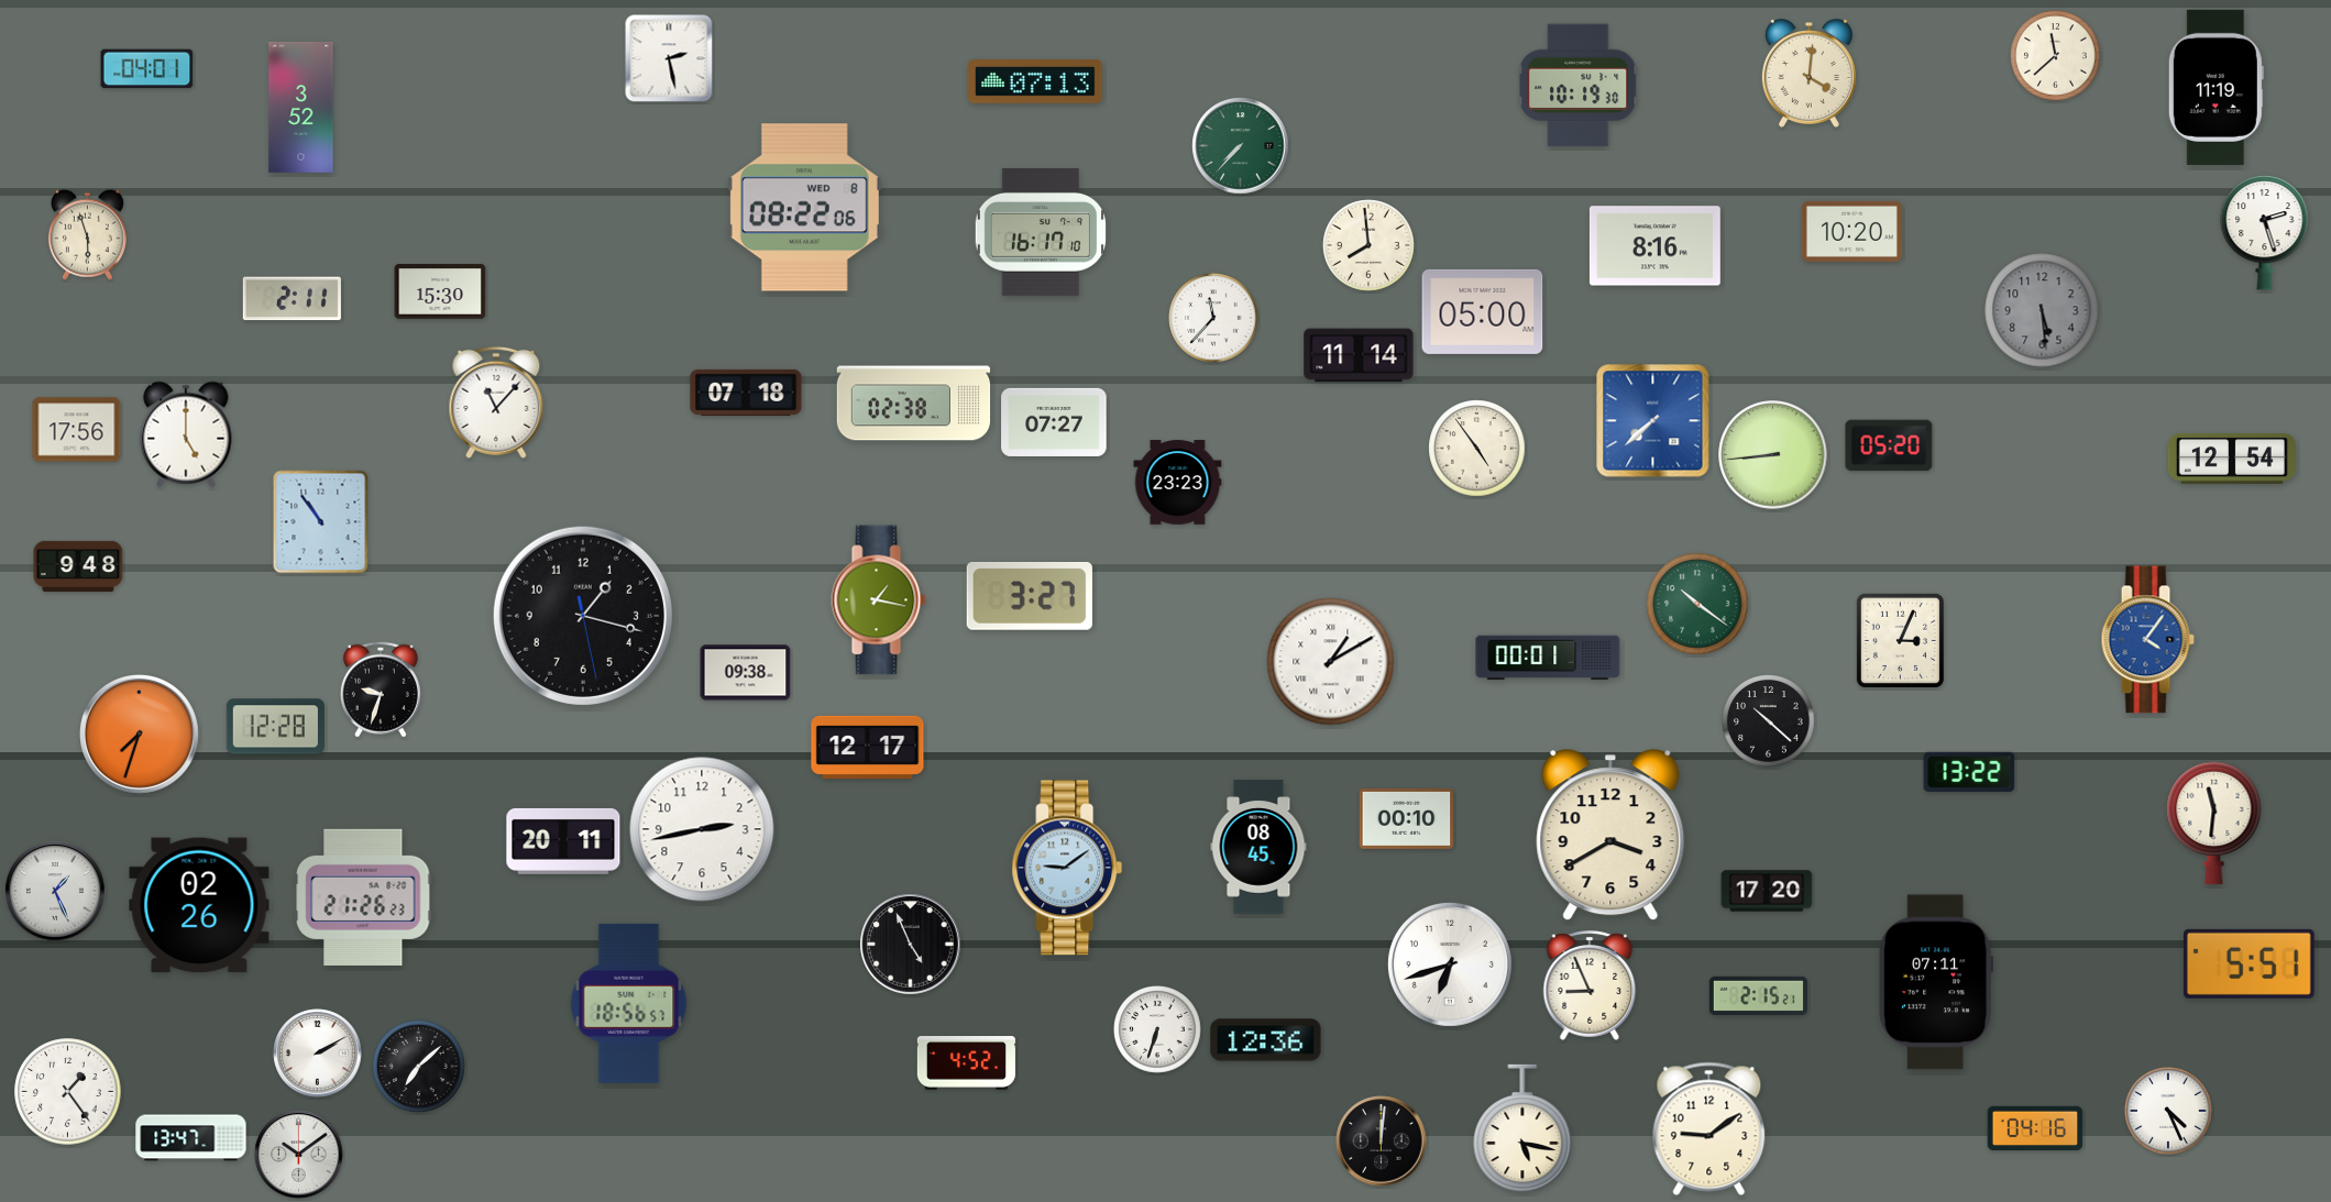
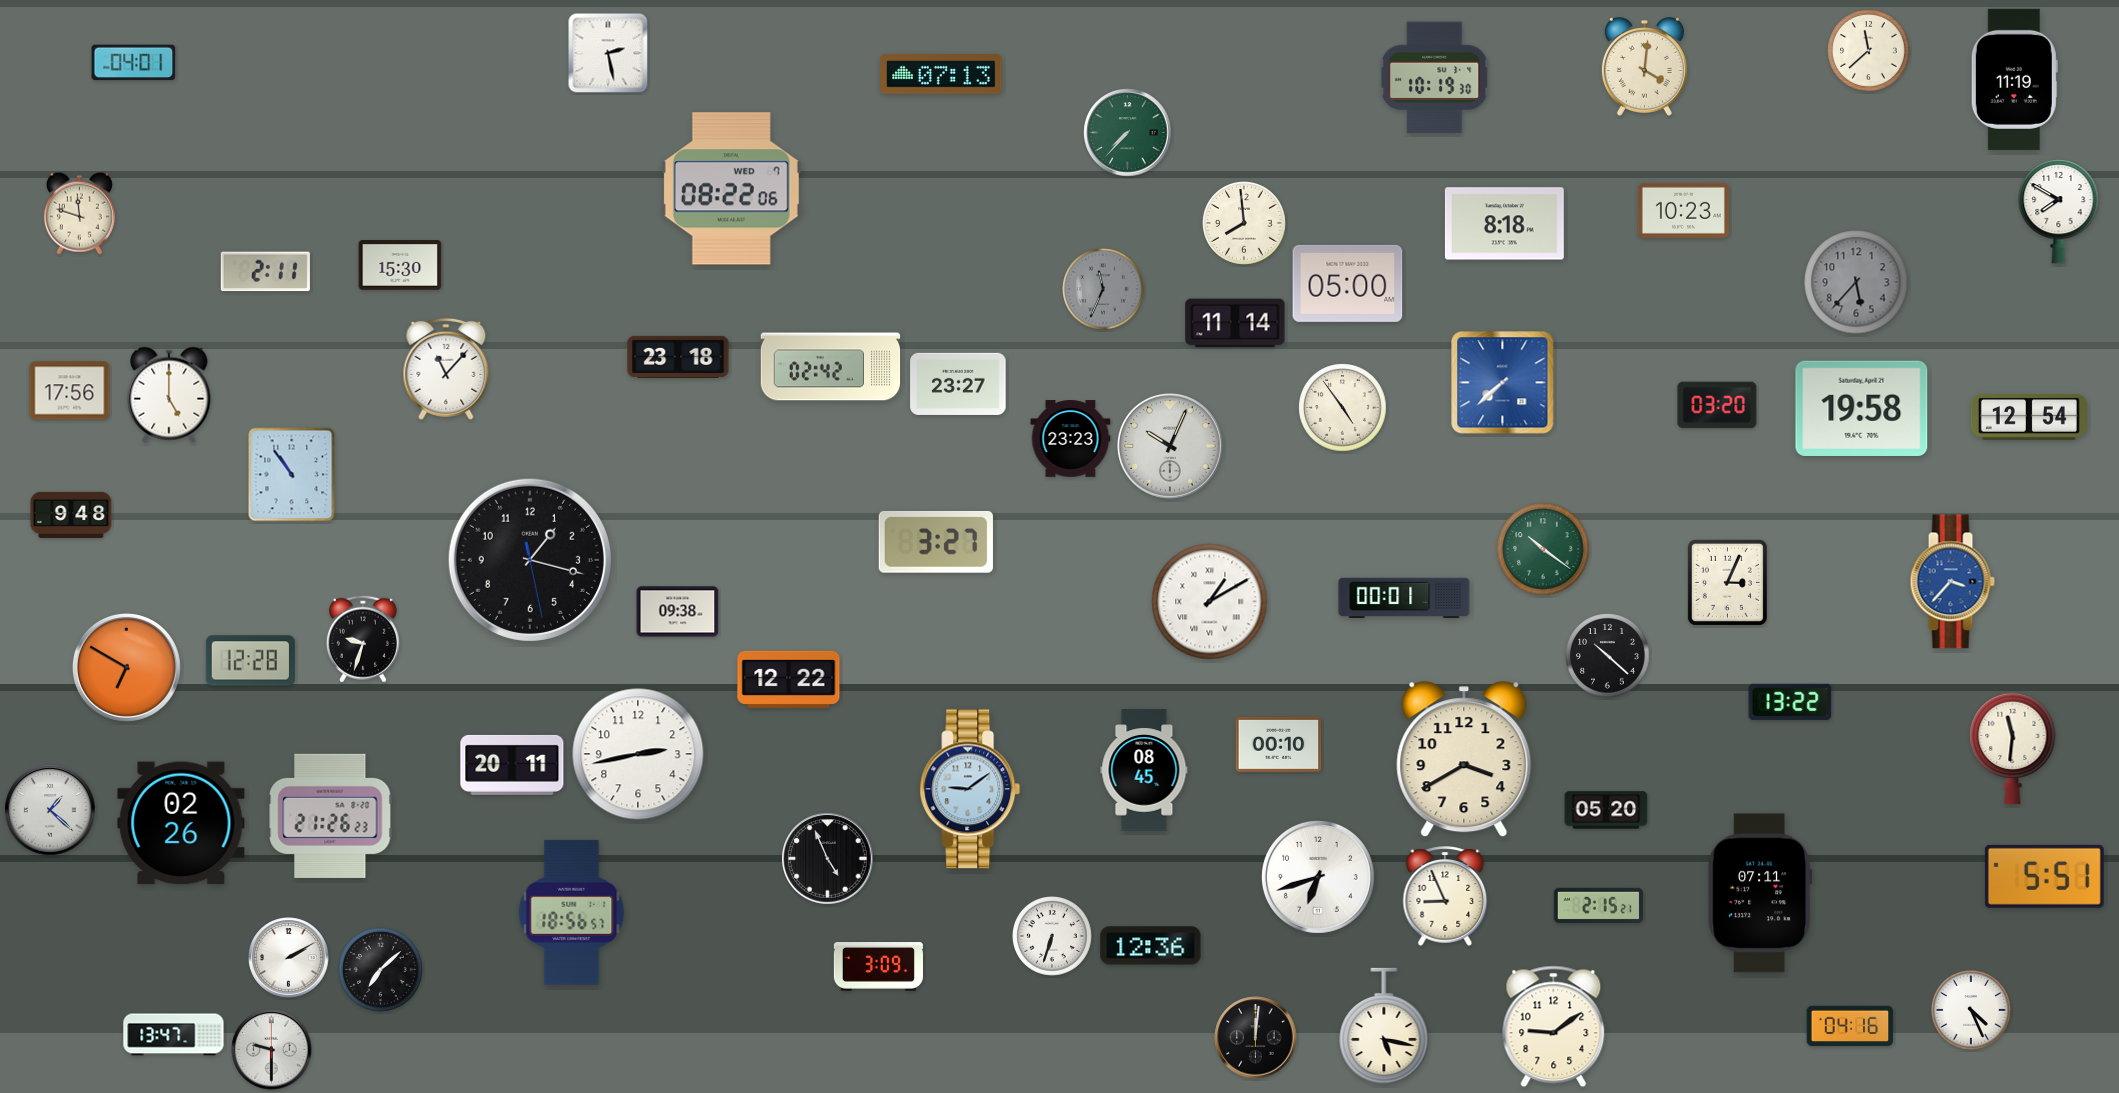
clock at (301, 107): 3:52 -> none
clock at (804, 208) date: WED 8 -> WED 7
clock at (1851, 231): 10:20 -> 10:23
clock at (2265, 232): 2:27 -> 7:50
clock at (1040, 233): 16:17 -> none
clock at (87, 234): 5:57 -> 11:48
clock at (1654, 246): 8:16 -> 8:18
clock at (2042, 310): 5:29 -> 5:37
clock at (1214, 319): 11:37 -> 11:34
clock at (1214, 319) dial: white -> grey
clock at (746, 393): 07:18 -> 23:18
clock at (496, 402) position: (496, 402) -> (446, 369)
clock at (914, 404): 02:38 -> 02:42
clock at (1054, 422): 07:27 -> 23:27
clock at (1889, 445): 05:20 -> 03:20
clock at (1862, 408): none -> 19:58
clock at (1773, 455): 8:44 -> none
clock at (1170, 446): none -> 10:04
clock at (879, 600): 1:17 -> none
clock at (2147, 640): 4:06 -> 3:37
clock at (1548, 658) position: (1548, 658) -> (1404, 598)
clock at (381, 690) position: (381, 690) -> (363, 639)
clock at (139, 734): 7:33 -> 6:50
clock at (868, 747): 12:17 -> 12:22
clock at (55, 891): 1:26 -> 1:22
clock at (1767, 891): 17:20 -> 05:20
clock at (966, 1063): 4:52 -> 3:09
clock at (68, 1092): 1:24 -> none
clock at (299, 1155): 10:09 -> 9:30
